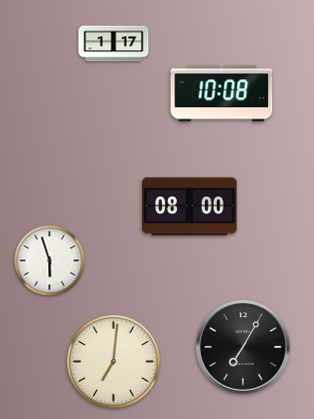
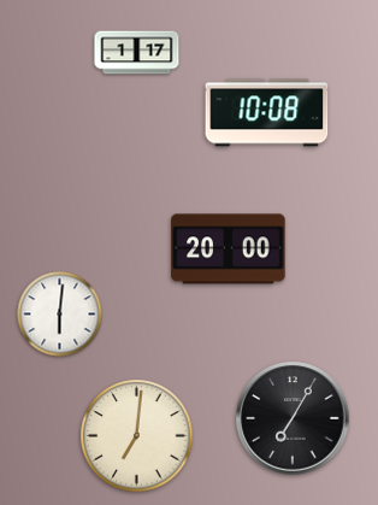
clock at (190, 207): 08:00 -> 20:00
clock at (50, 261): 5:57 -> 6:01
